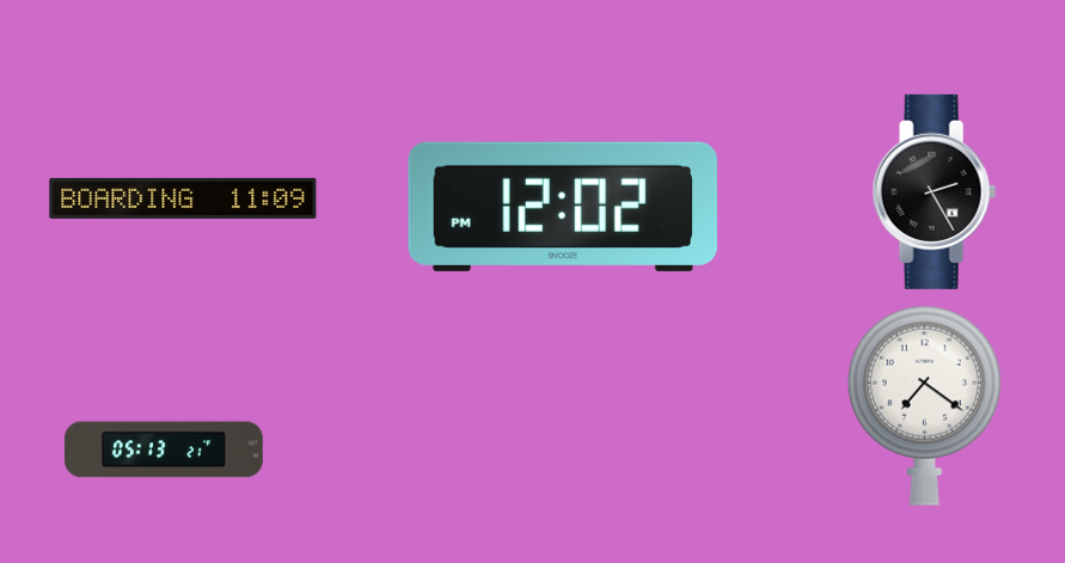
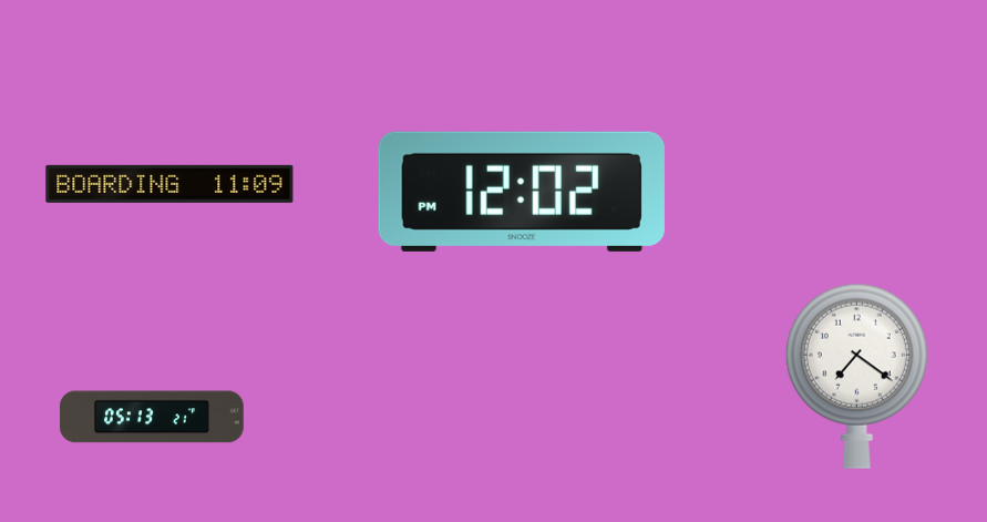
clock at (934, 191): 2:25 -> none
